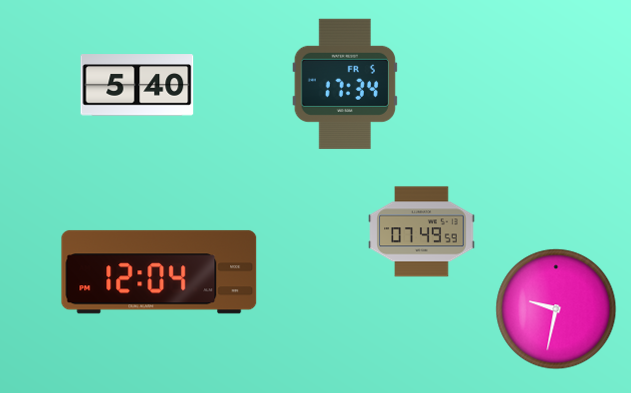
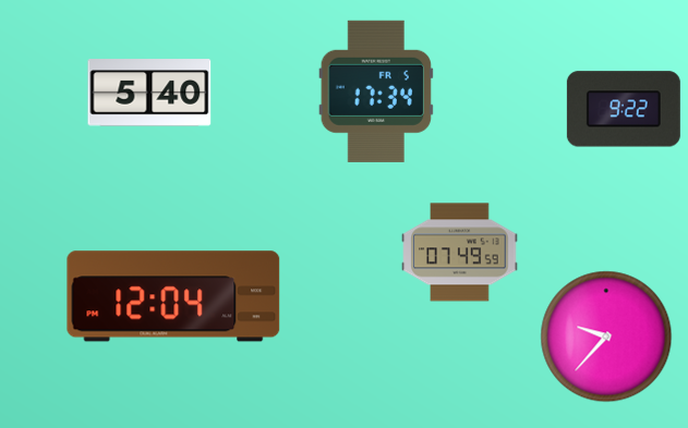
clock at (624, 109): none -> 9:22
clock at (556, 309): 9:32 -> 9:37
